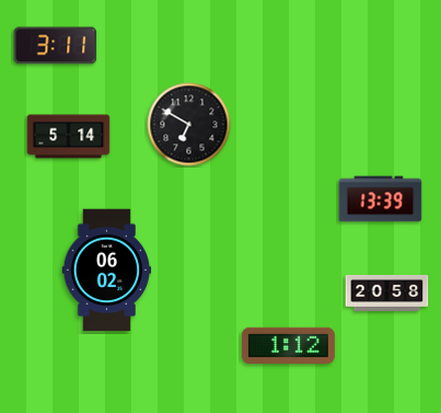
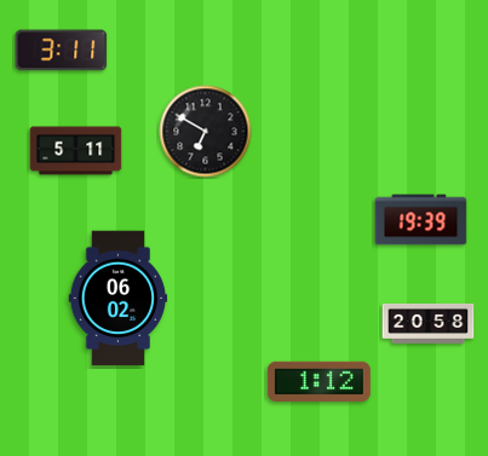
clock at (189, 125) position: (189, 125) -> (206, 132)
clock at (69, 137): 5:14 -> 5:11
clock at (381, 199): 13:39 -> 19:39
